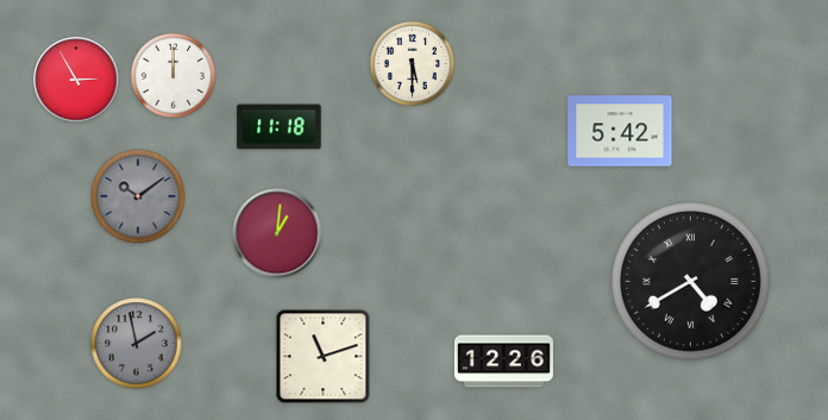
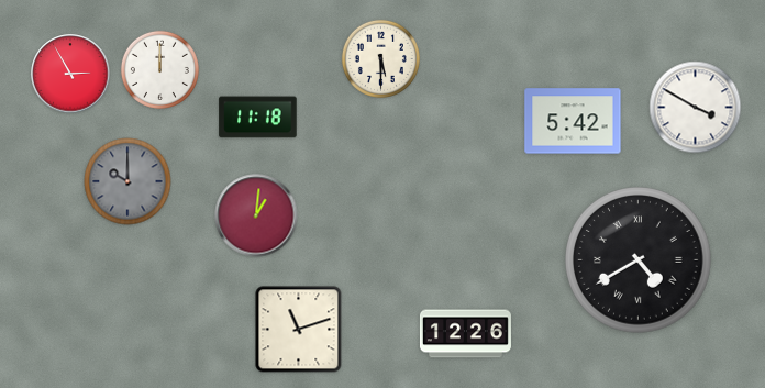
clock at (696, 108): none -> 3:50
clock at (138, 196): 10:09 -> 10:00
clock at (137, 344): 1:58 -> none
